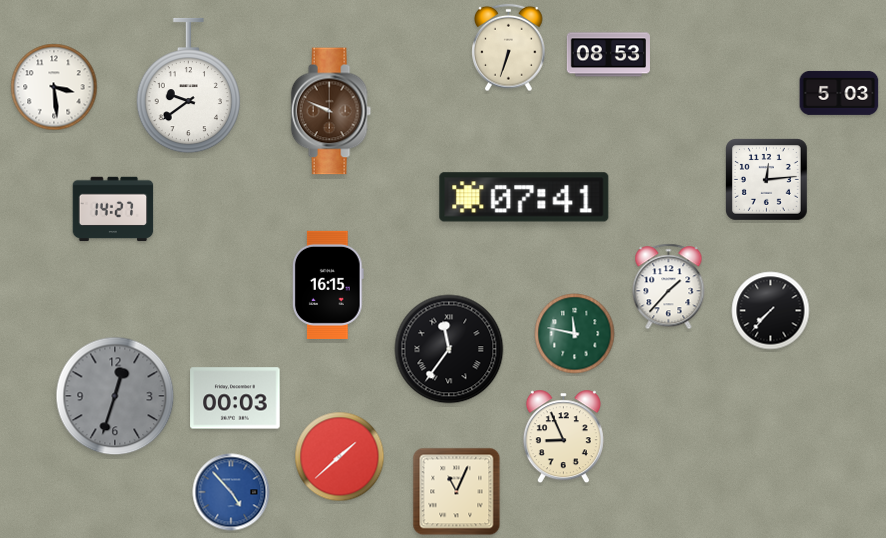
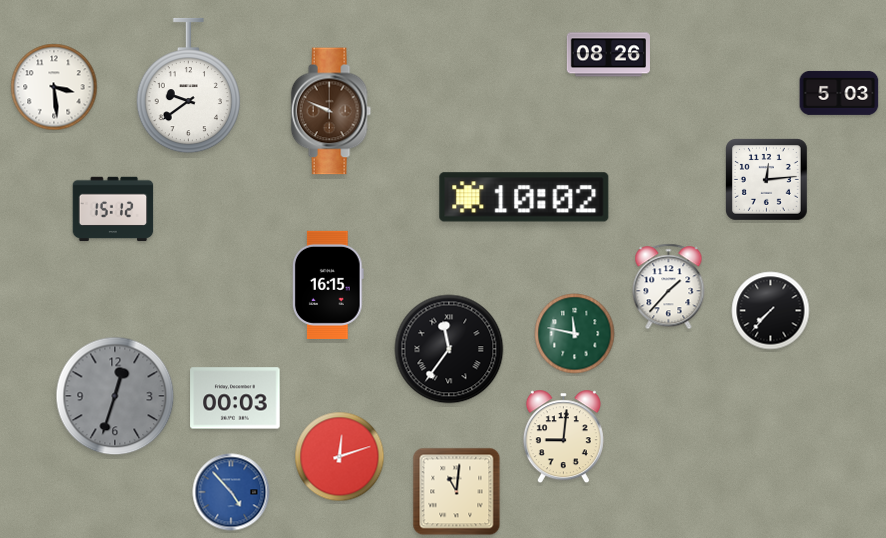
clock at (509, 48): 6:33 -> none
clock at (608, 55): 08:53 -> 08:26
clock at (524, 197): 07:41 -> 10:02
clock at (113, 209): 14:27 -> 15:12
clock at (563, 437): 8:56 -> 9:01
clock at (340, 457): 1:38 -> 12:12
clock at (457, 492): 11:04 -> 11:01
